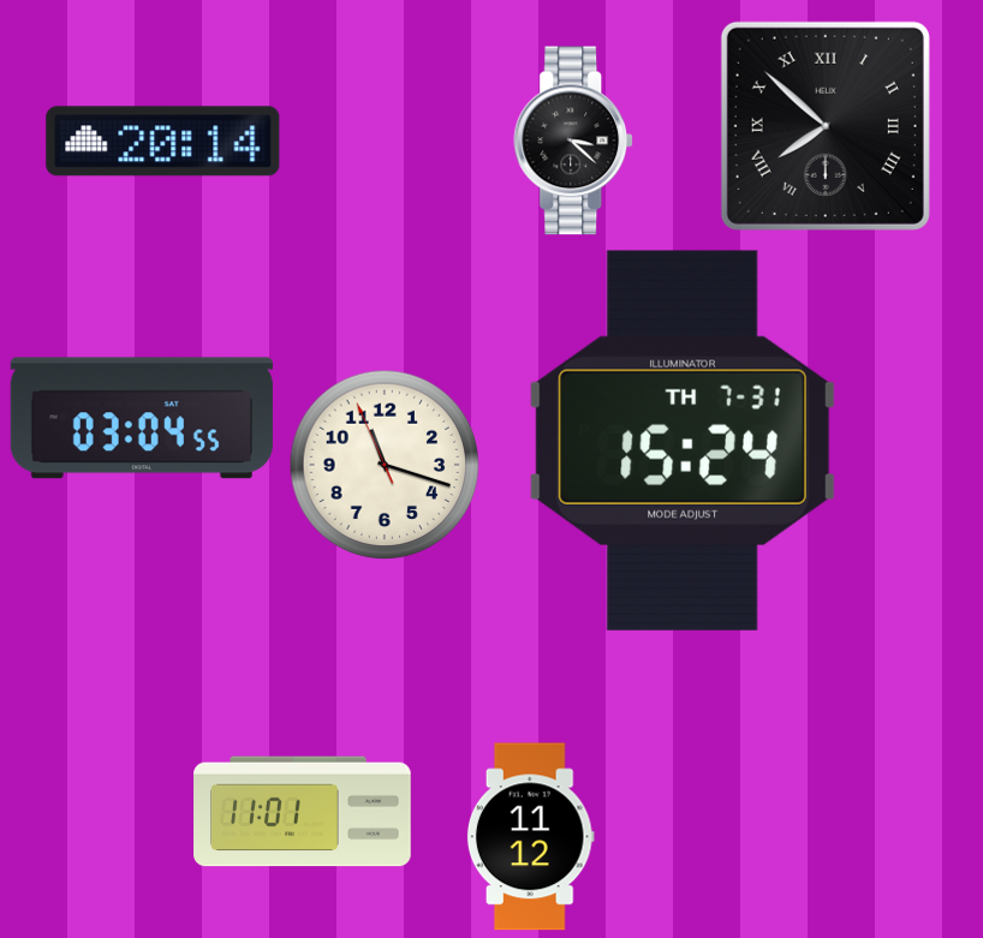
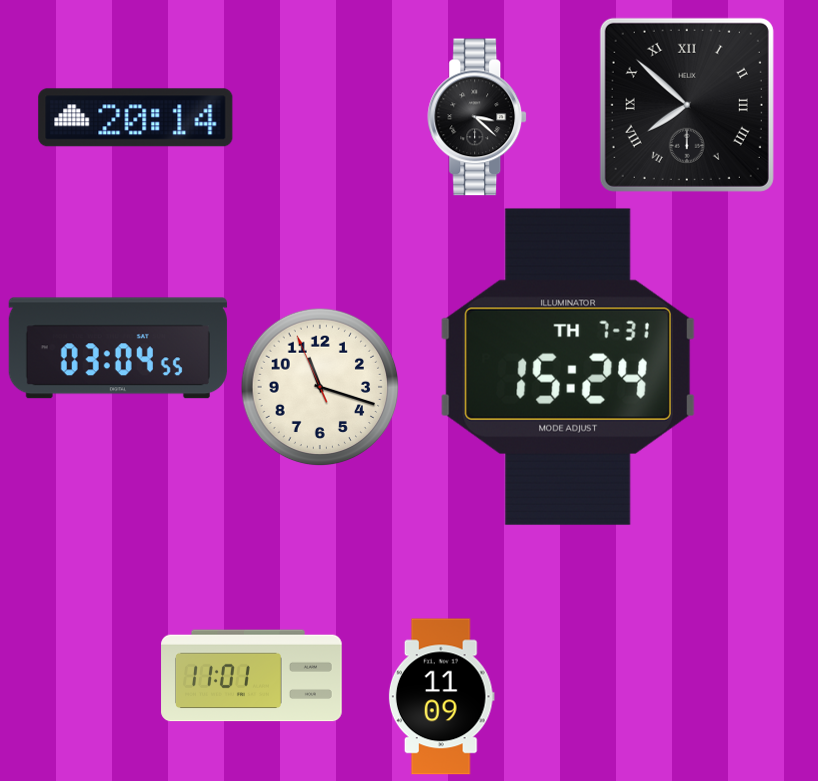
clock at (530, 837): 11:12 -> 11:09
